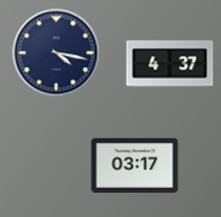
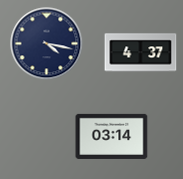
clock at (135, 165): 03:17 -> 03:14
